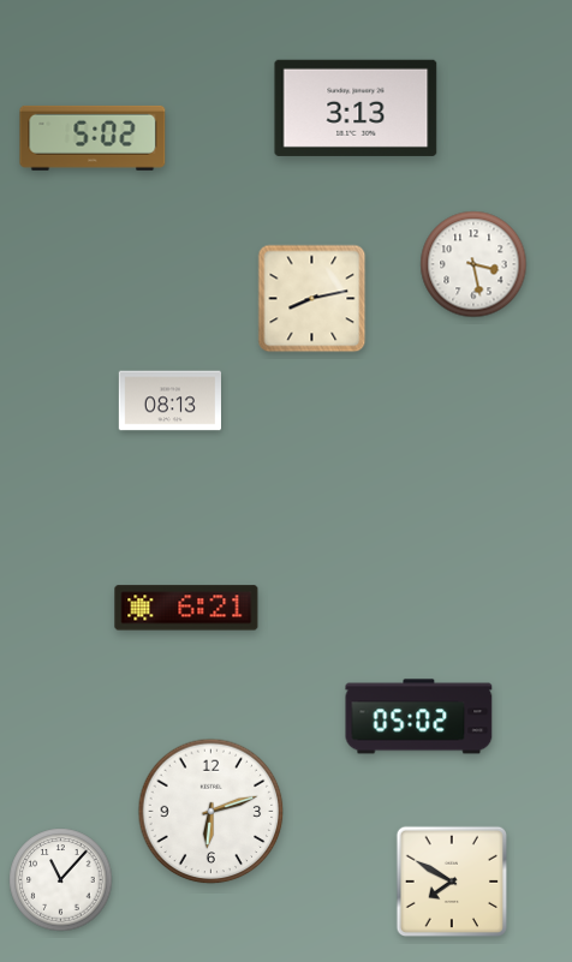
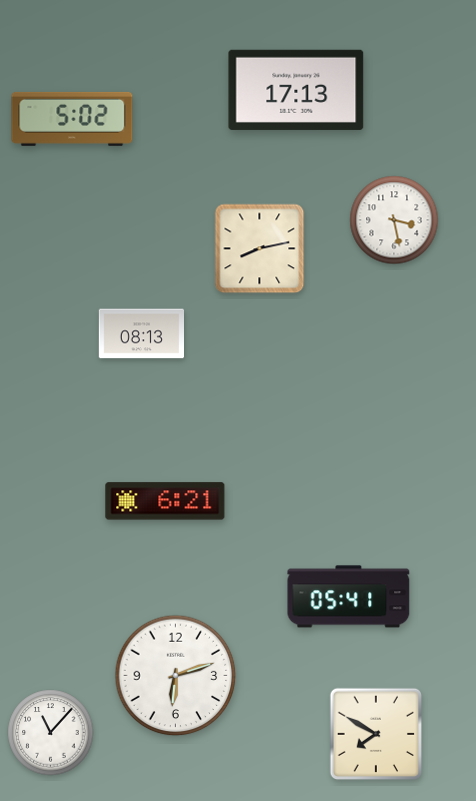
clock at (356, 108): 3:13 -> 17:13
clock at (93, 138) position: (93, 138) -> (72, 119)
clock at (186, 608) position: (186, 608) -> (165, 501)
clock at (419, 717): 05:02 -> 05:41
